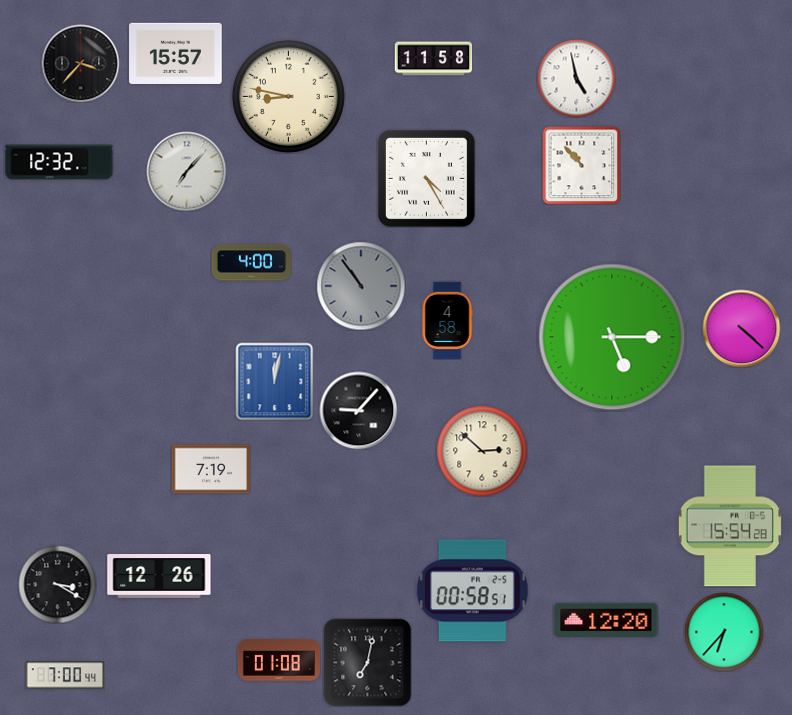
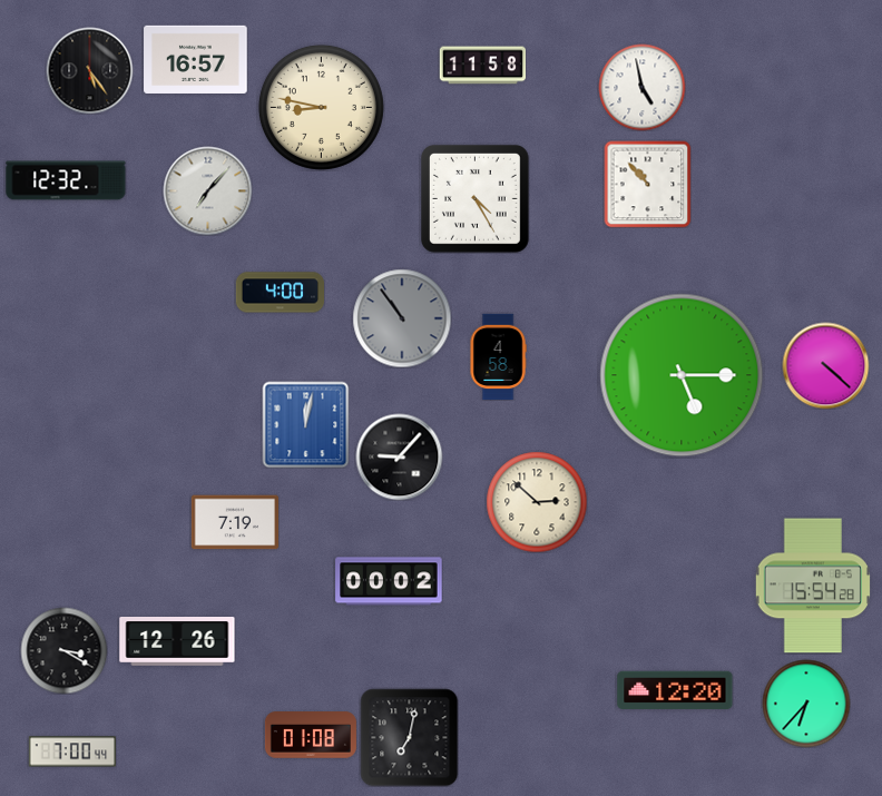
clock at (176, 53): 15:57 -> 16:57
clock at (80, 63): 3:37 -> 5:24
clock at (389, 581): none -> 00:02
clock at (472, 591): 00:58 -> none
